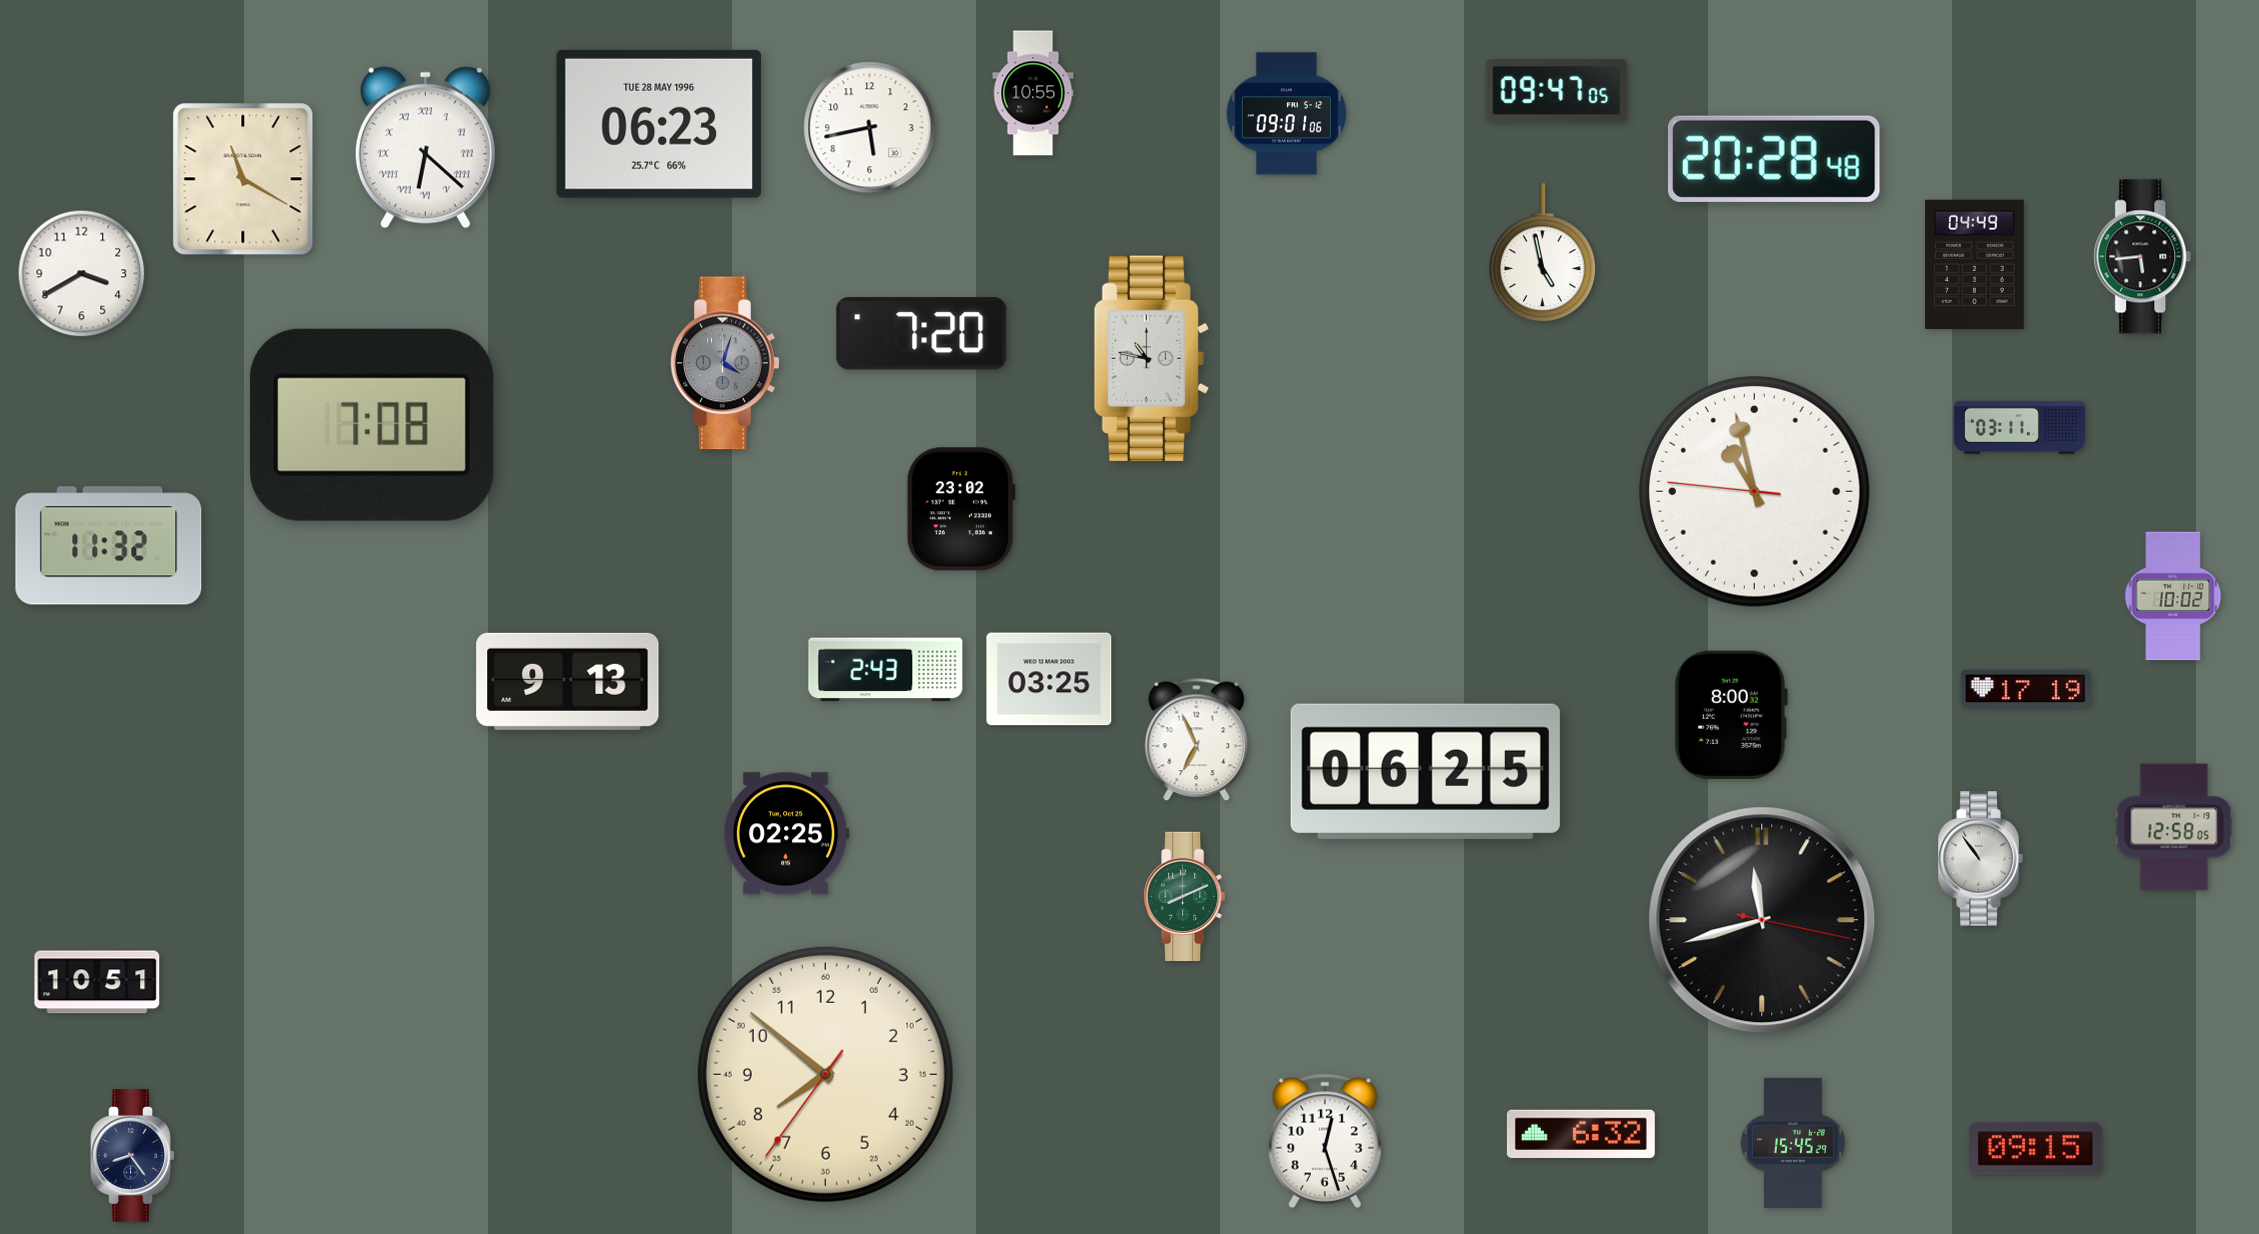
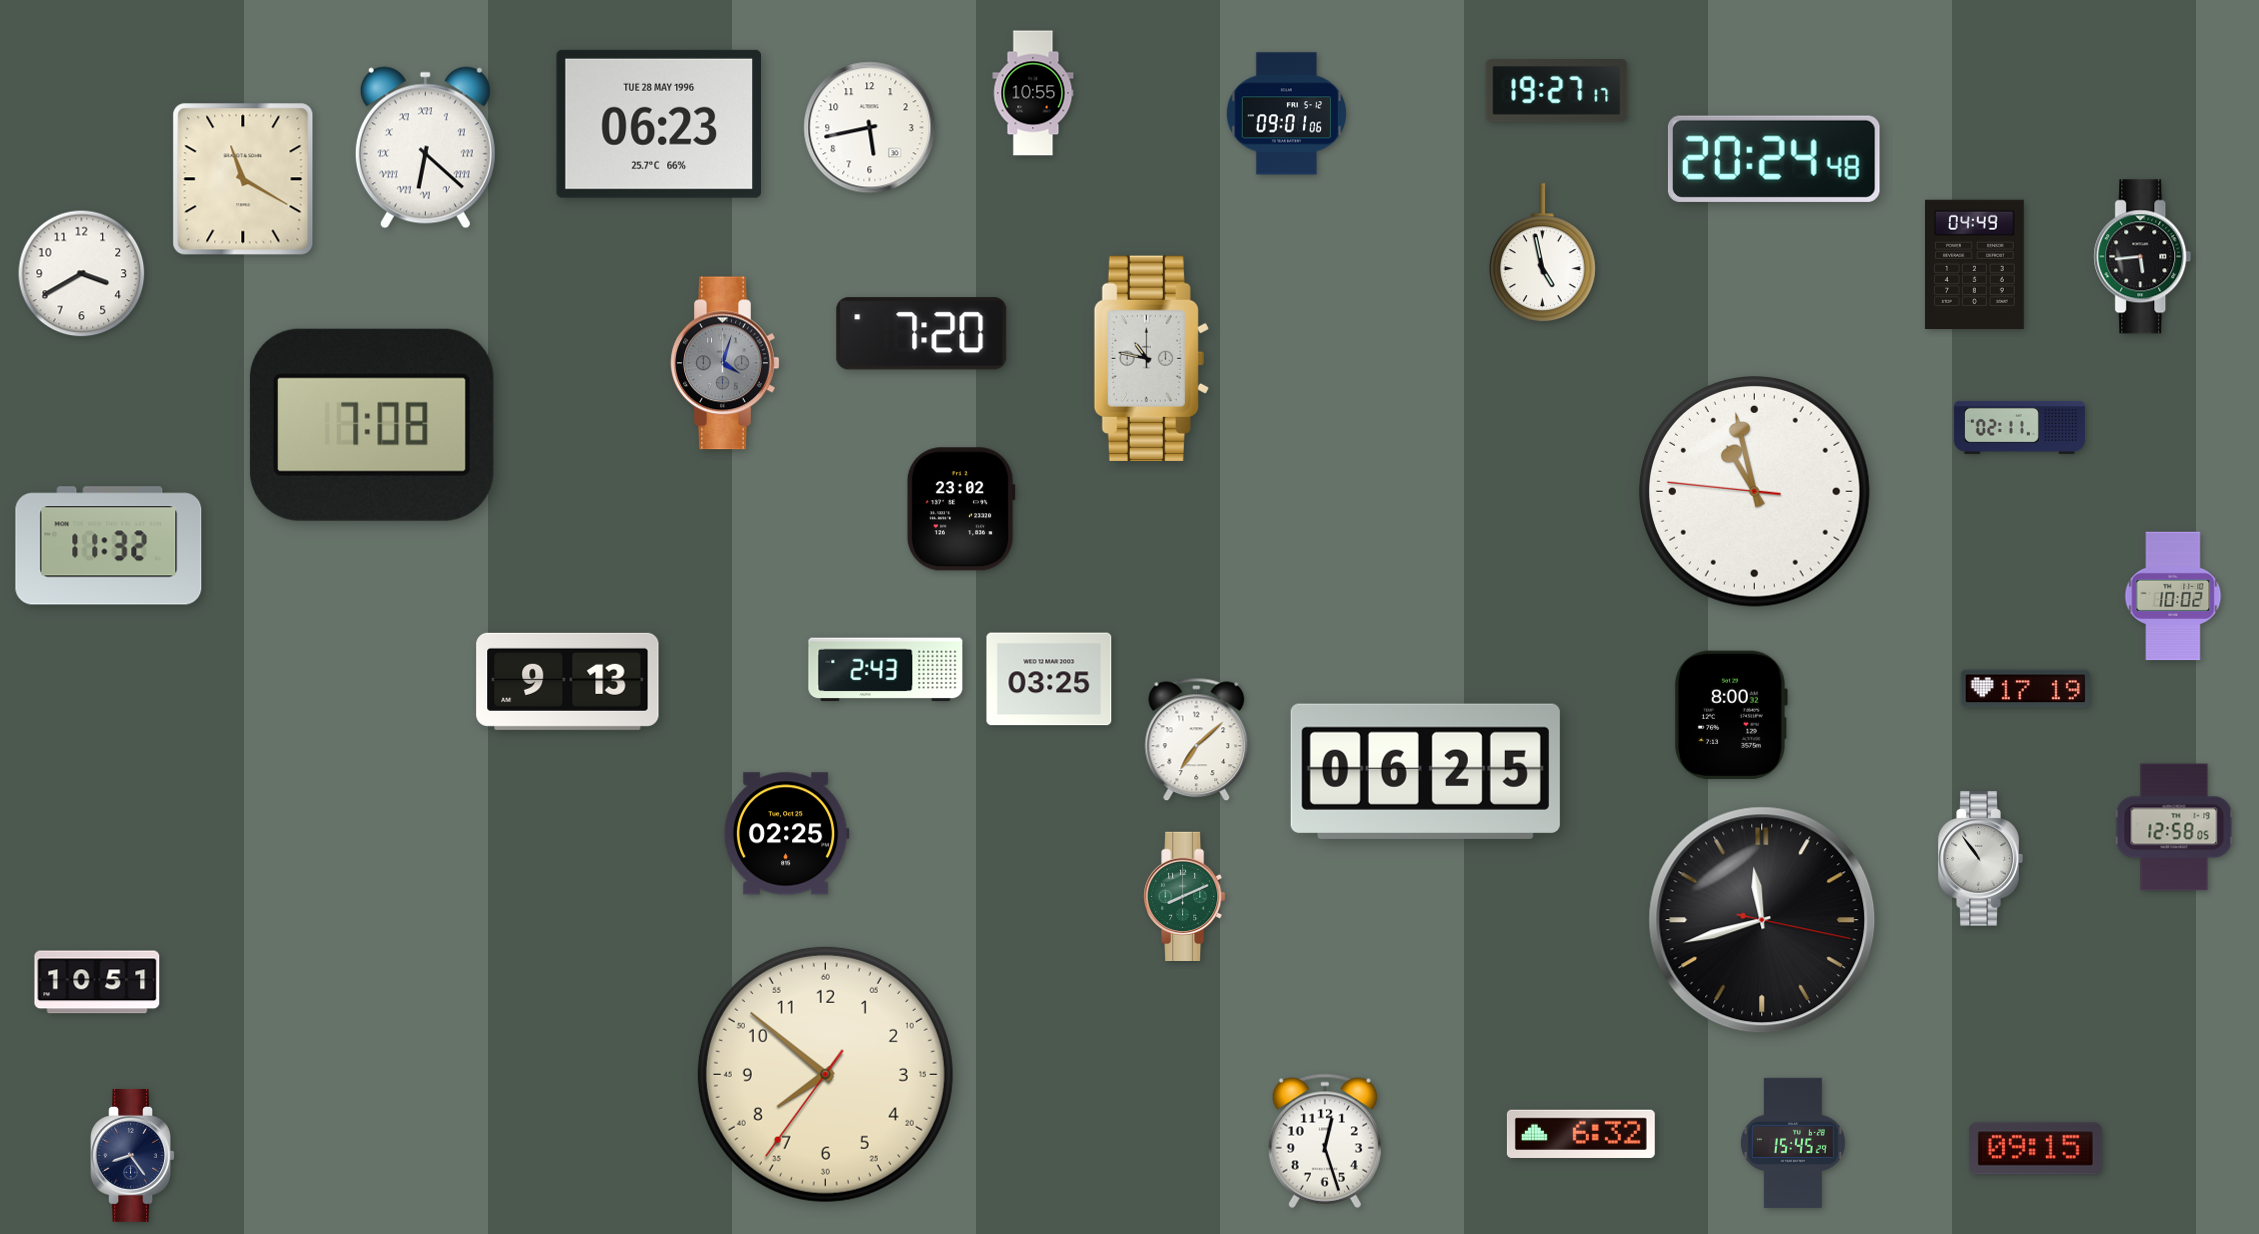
clock at (1557, 91): 09:47 -> 19:27
clock at (1774, 159): 20:28 -> 20:24
clock at (2019, 427): 03:11 -> 02:11
clock at (1197, 740): 6:56 -> 7:08
